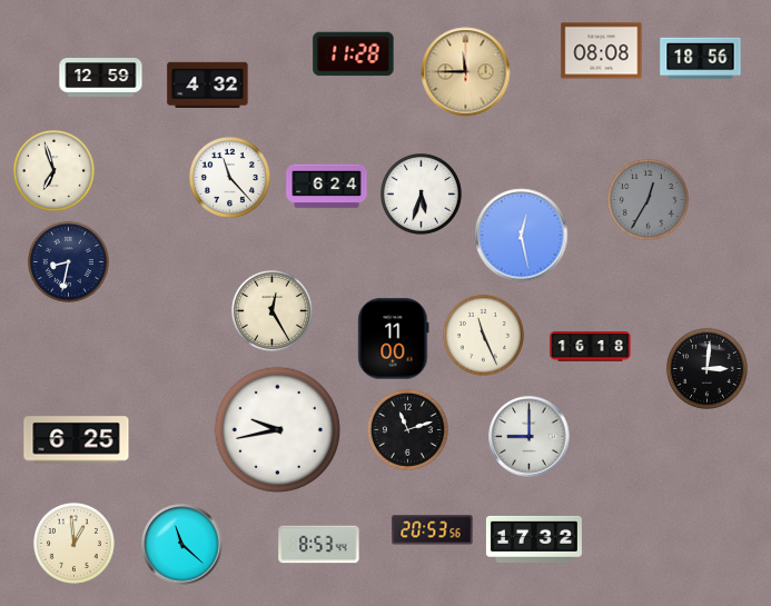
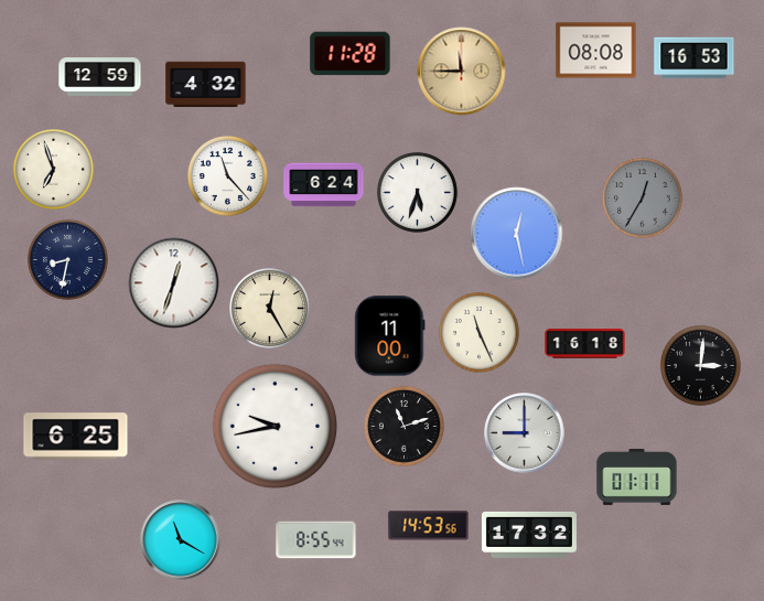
clock at (701, 59): 18:56 -> 16:53
clock at (174, 283): none -> 12:33
clock at (637, 476): none -> 01:11
clock at (433, 530): 20:53 -> 14:53
clock at (73, 543): 12:59 -> none
clock at (182, 545): 11:22 -> 11:20
clock at (319, 545): 8:53 -> 8:55
